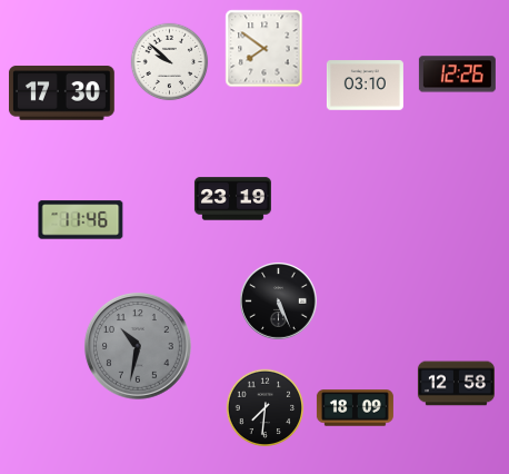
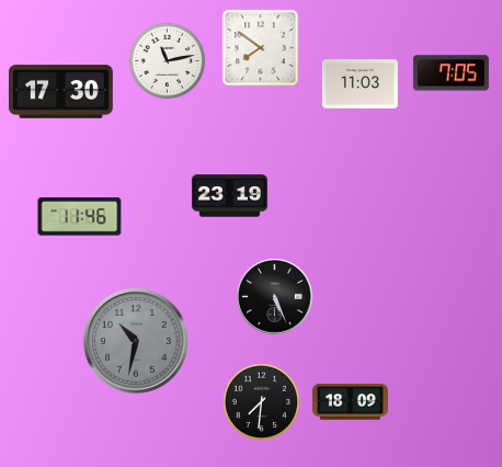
clock at (170, 62): 9:52 -> 11:13
clock at (457, 75): 12:26 -> 7:05
clock at (365, 86): 03:10 -> 11:03
clock at (456, 384): 12:58 -> none
